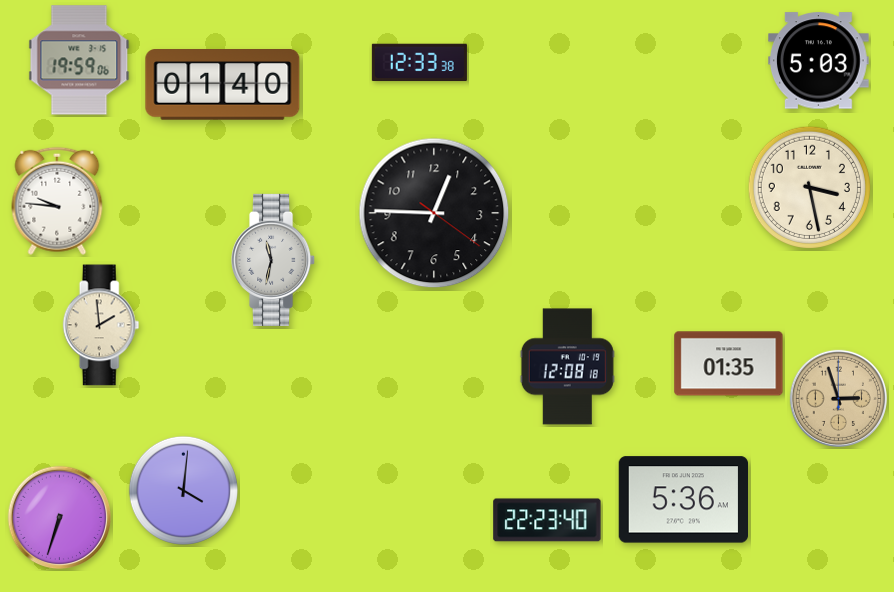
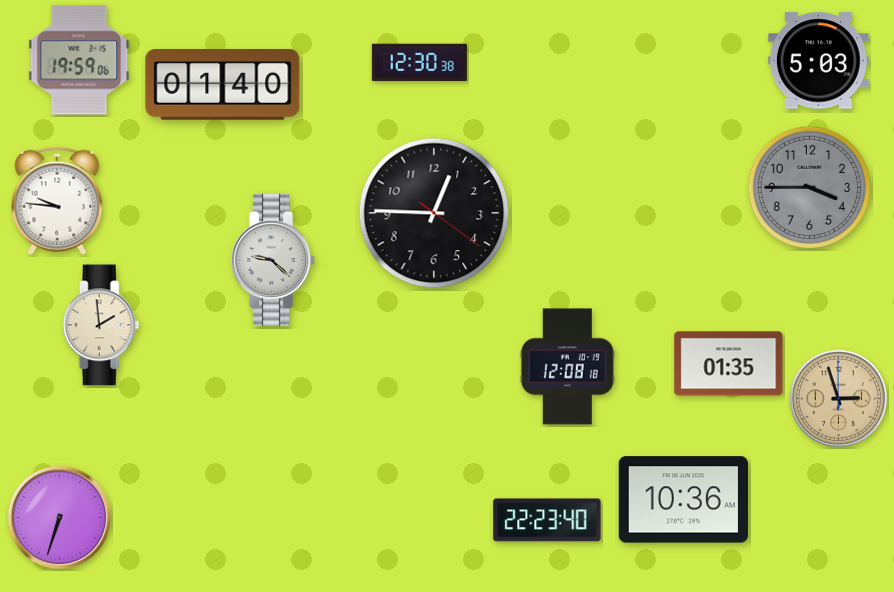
clock at (419, 63): 12:33 -> 12:30
clock at (809, 187): 3:28 -> 3:45
clock at (809, 187) dial: cream -> grey
clock at (274, 260): 11:32 -> 9:22
clock at (183, 490): 4:01 -> none
clock at (683, 500): 5:36 -> 10:36
